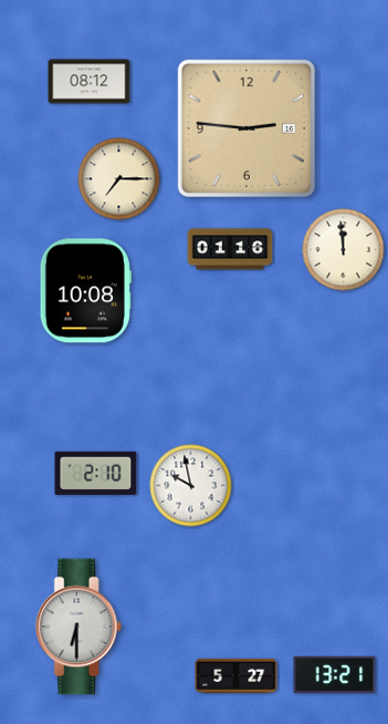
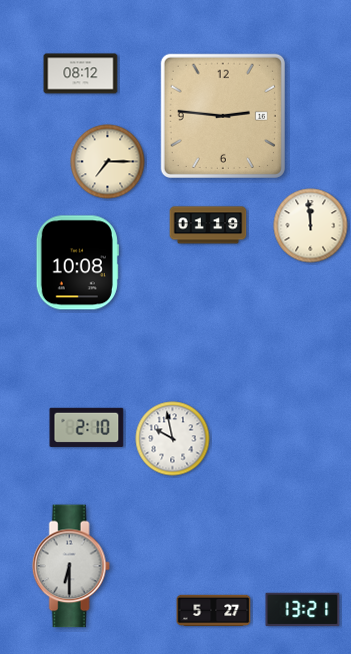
clock at (230, 249): 01:16 -> 01:19
